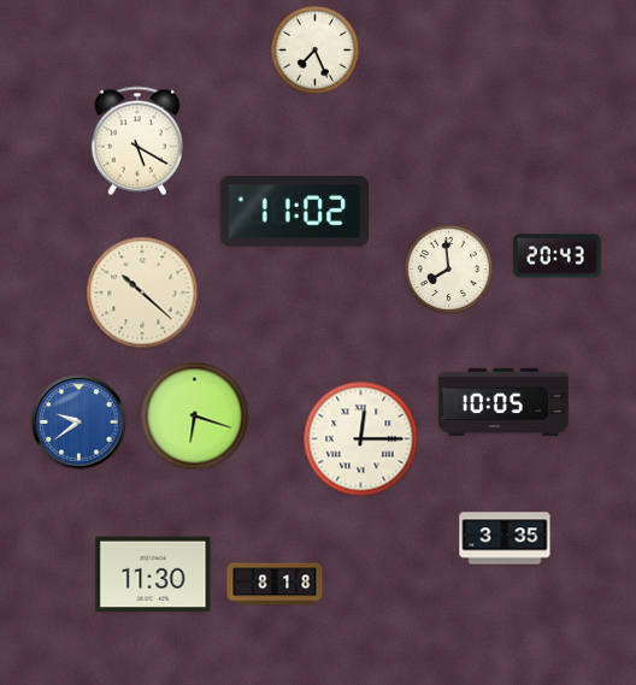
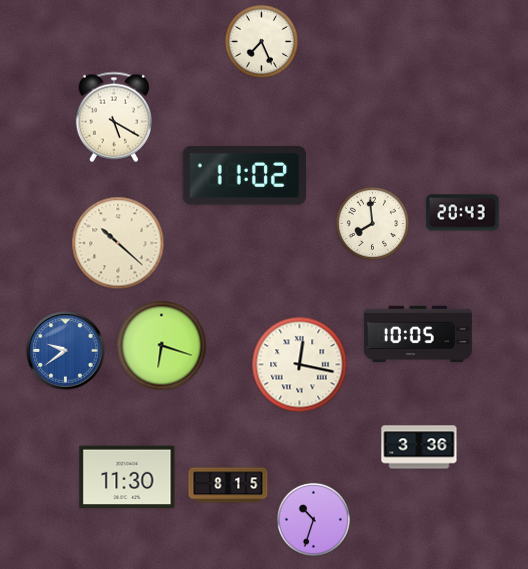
clock at (361, 439): 12:15 -> 12:17
clock at (505, 538): 3:35 -> 3:36
clock at (275, 584): 8:18 -> 8:15
clock at (313, 519): none -> 10:33
